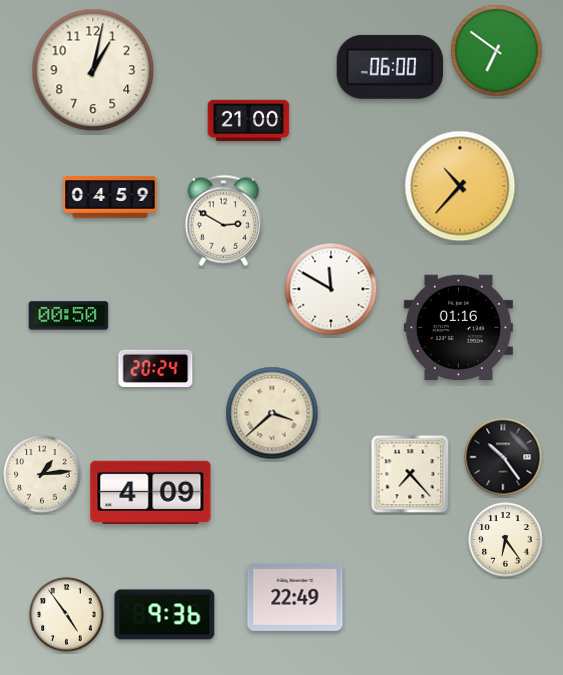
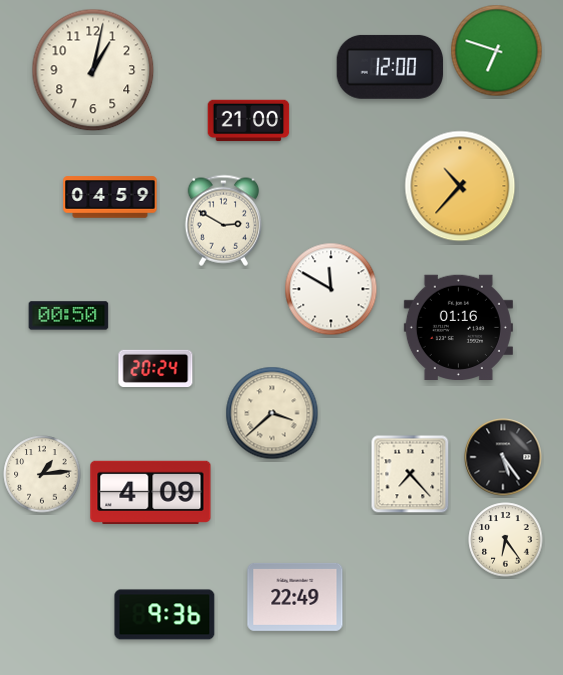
clock at (497, 51): 6:51 -> 6:48
clock at (390, 67): 06:00 -> 12:00
clock at (503, 457): 10:24 -> 5:24
clock at (67, 615): 4:54 -> none
